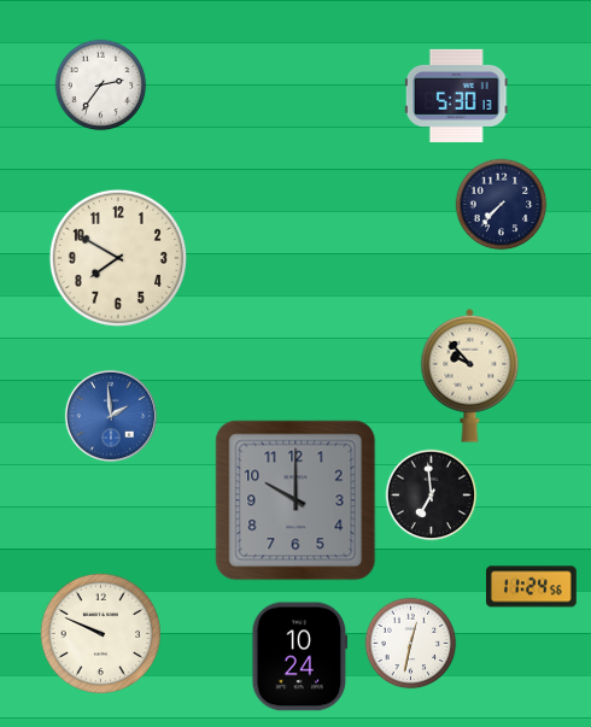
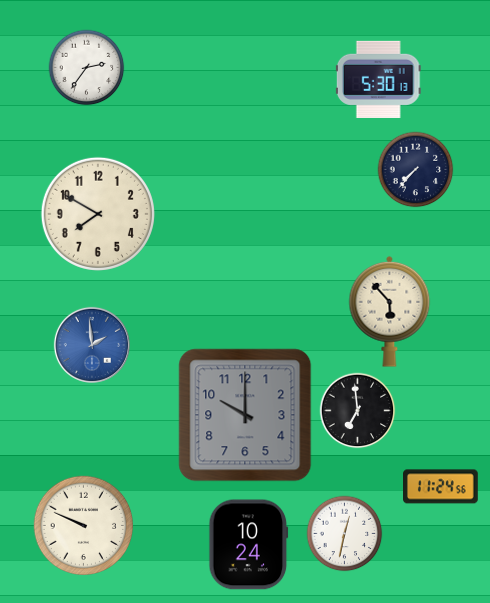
clock at (101, 86) position: (101, 86) -> (87, 68)
clock at (470, 375): 9:53 -> 5:53
clock at (411, 644) position: (411, 644) -> (345, 534)
